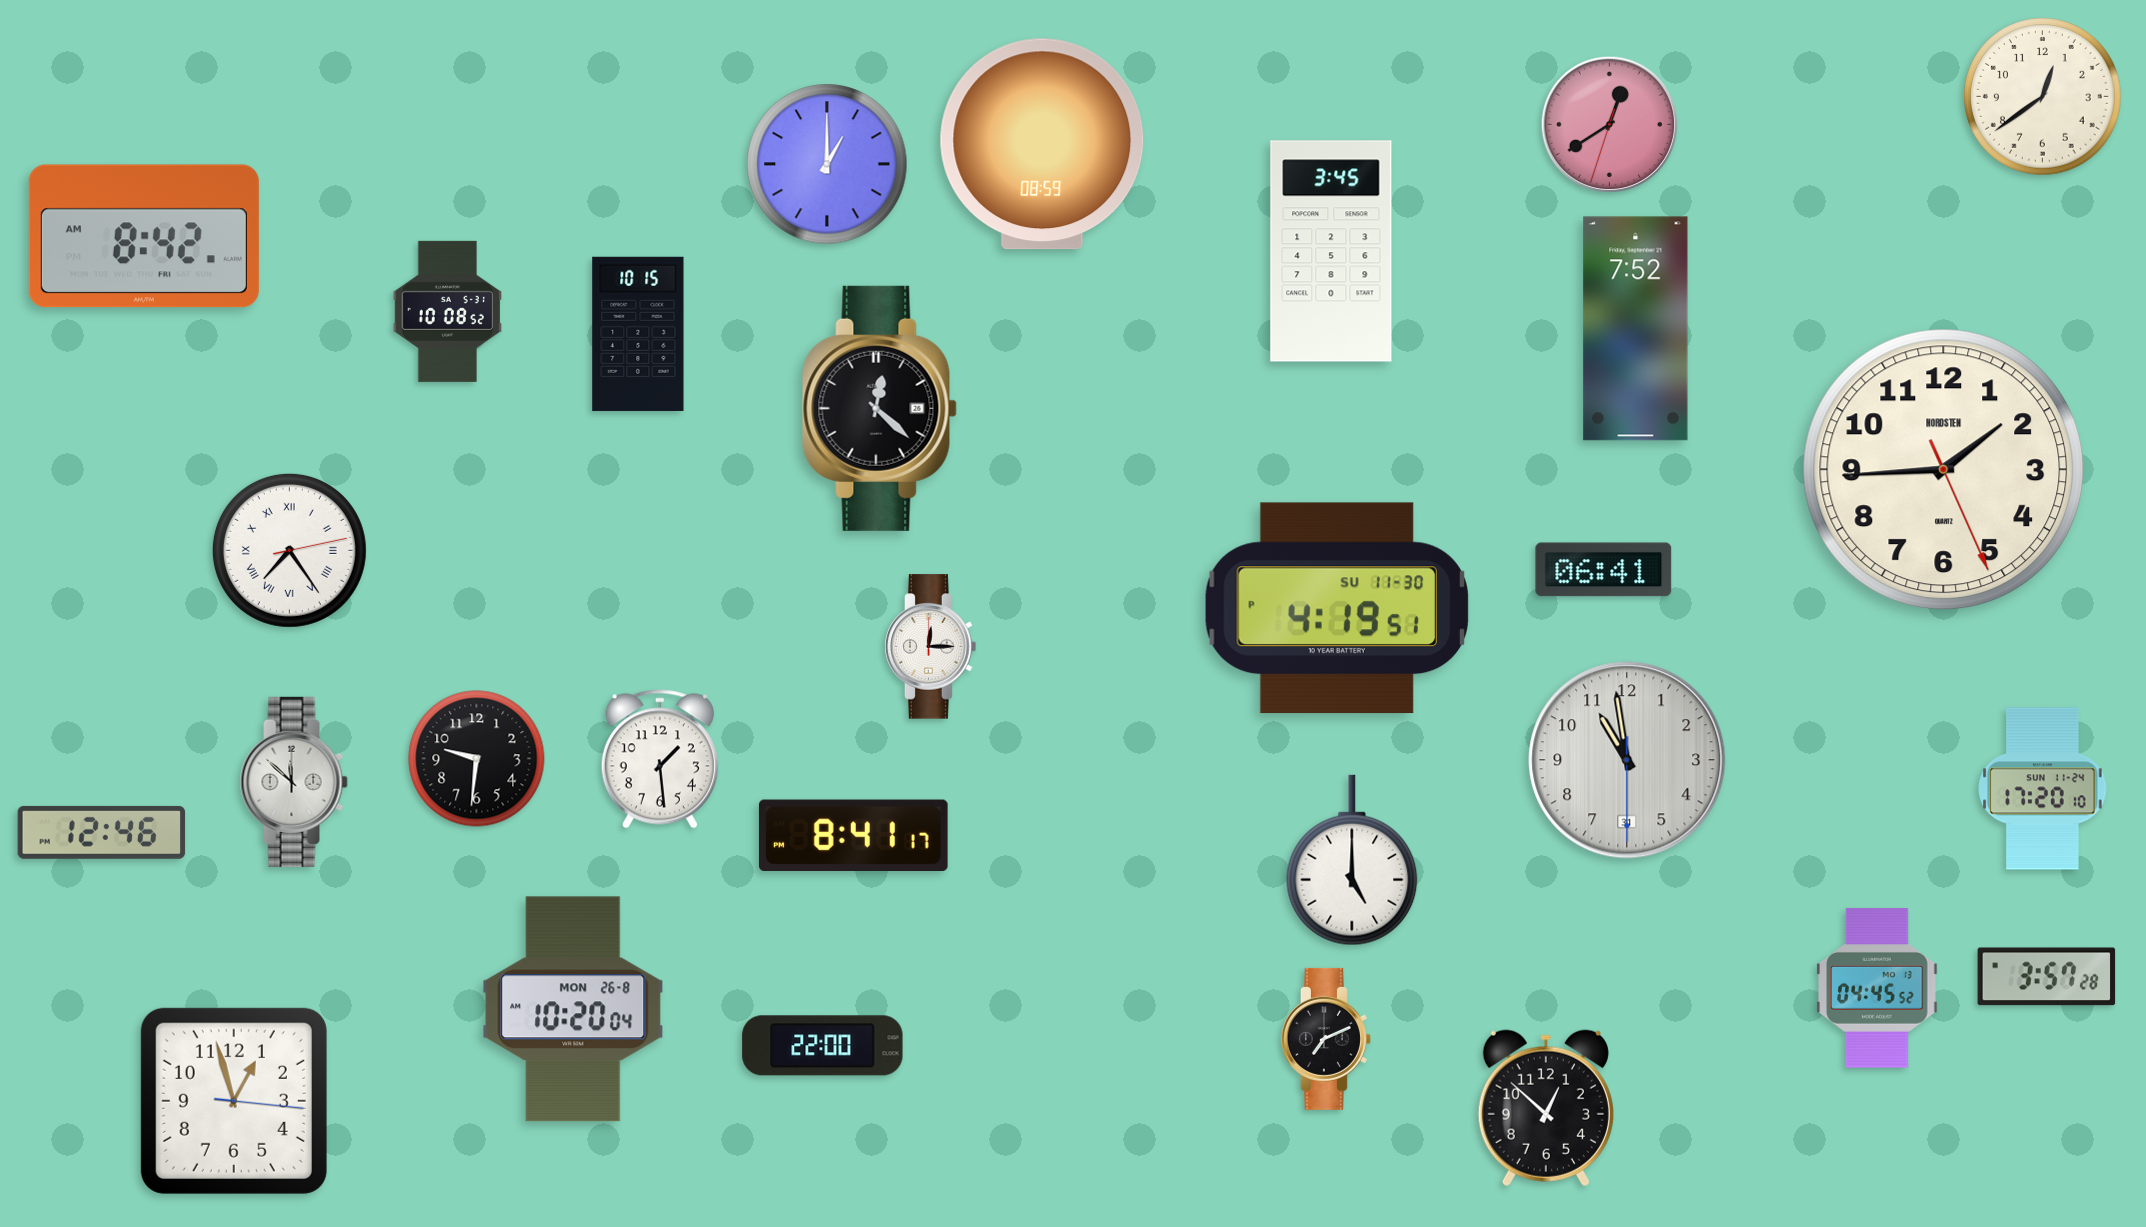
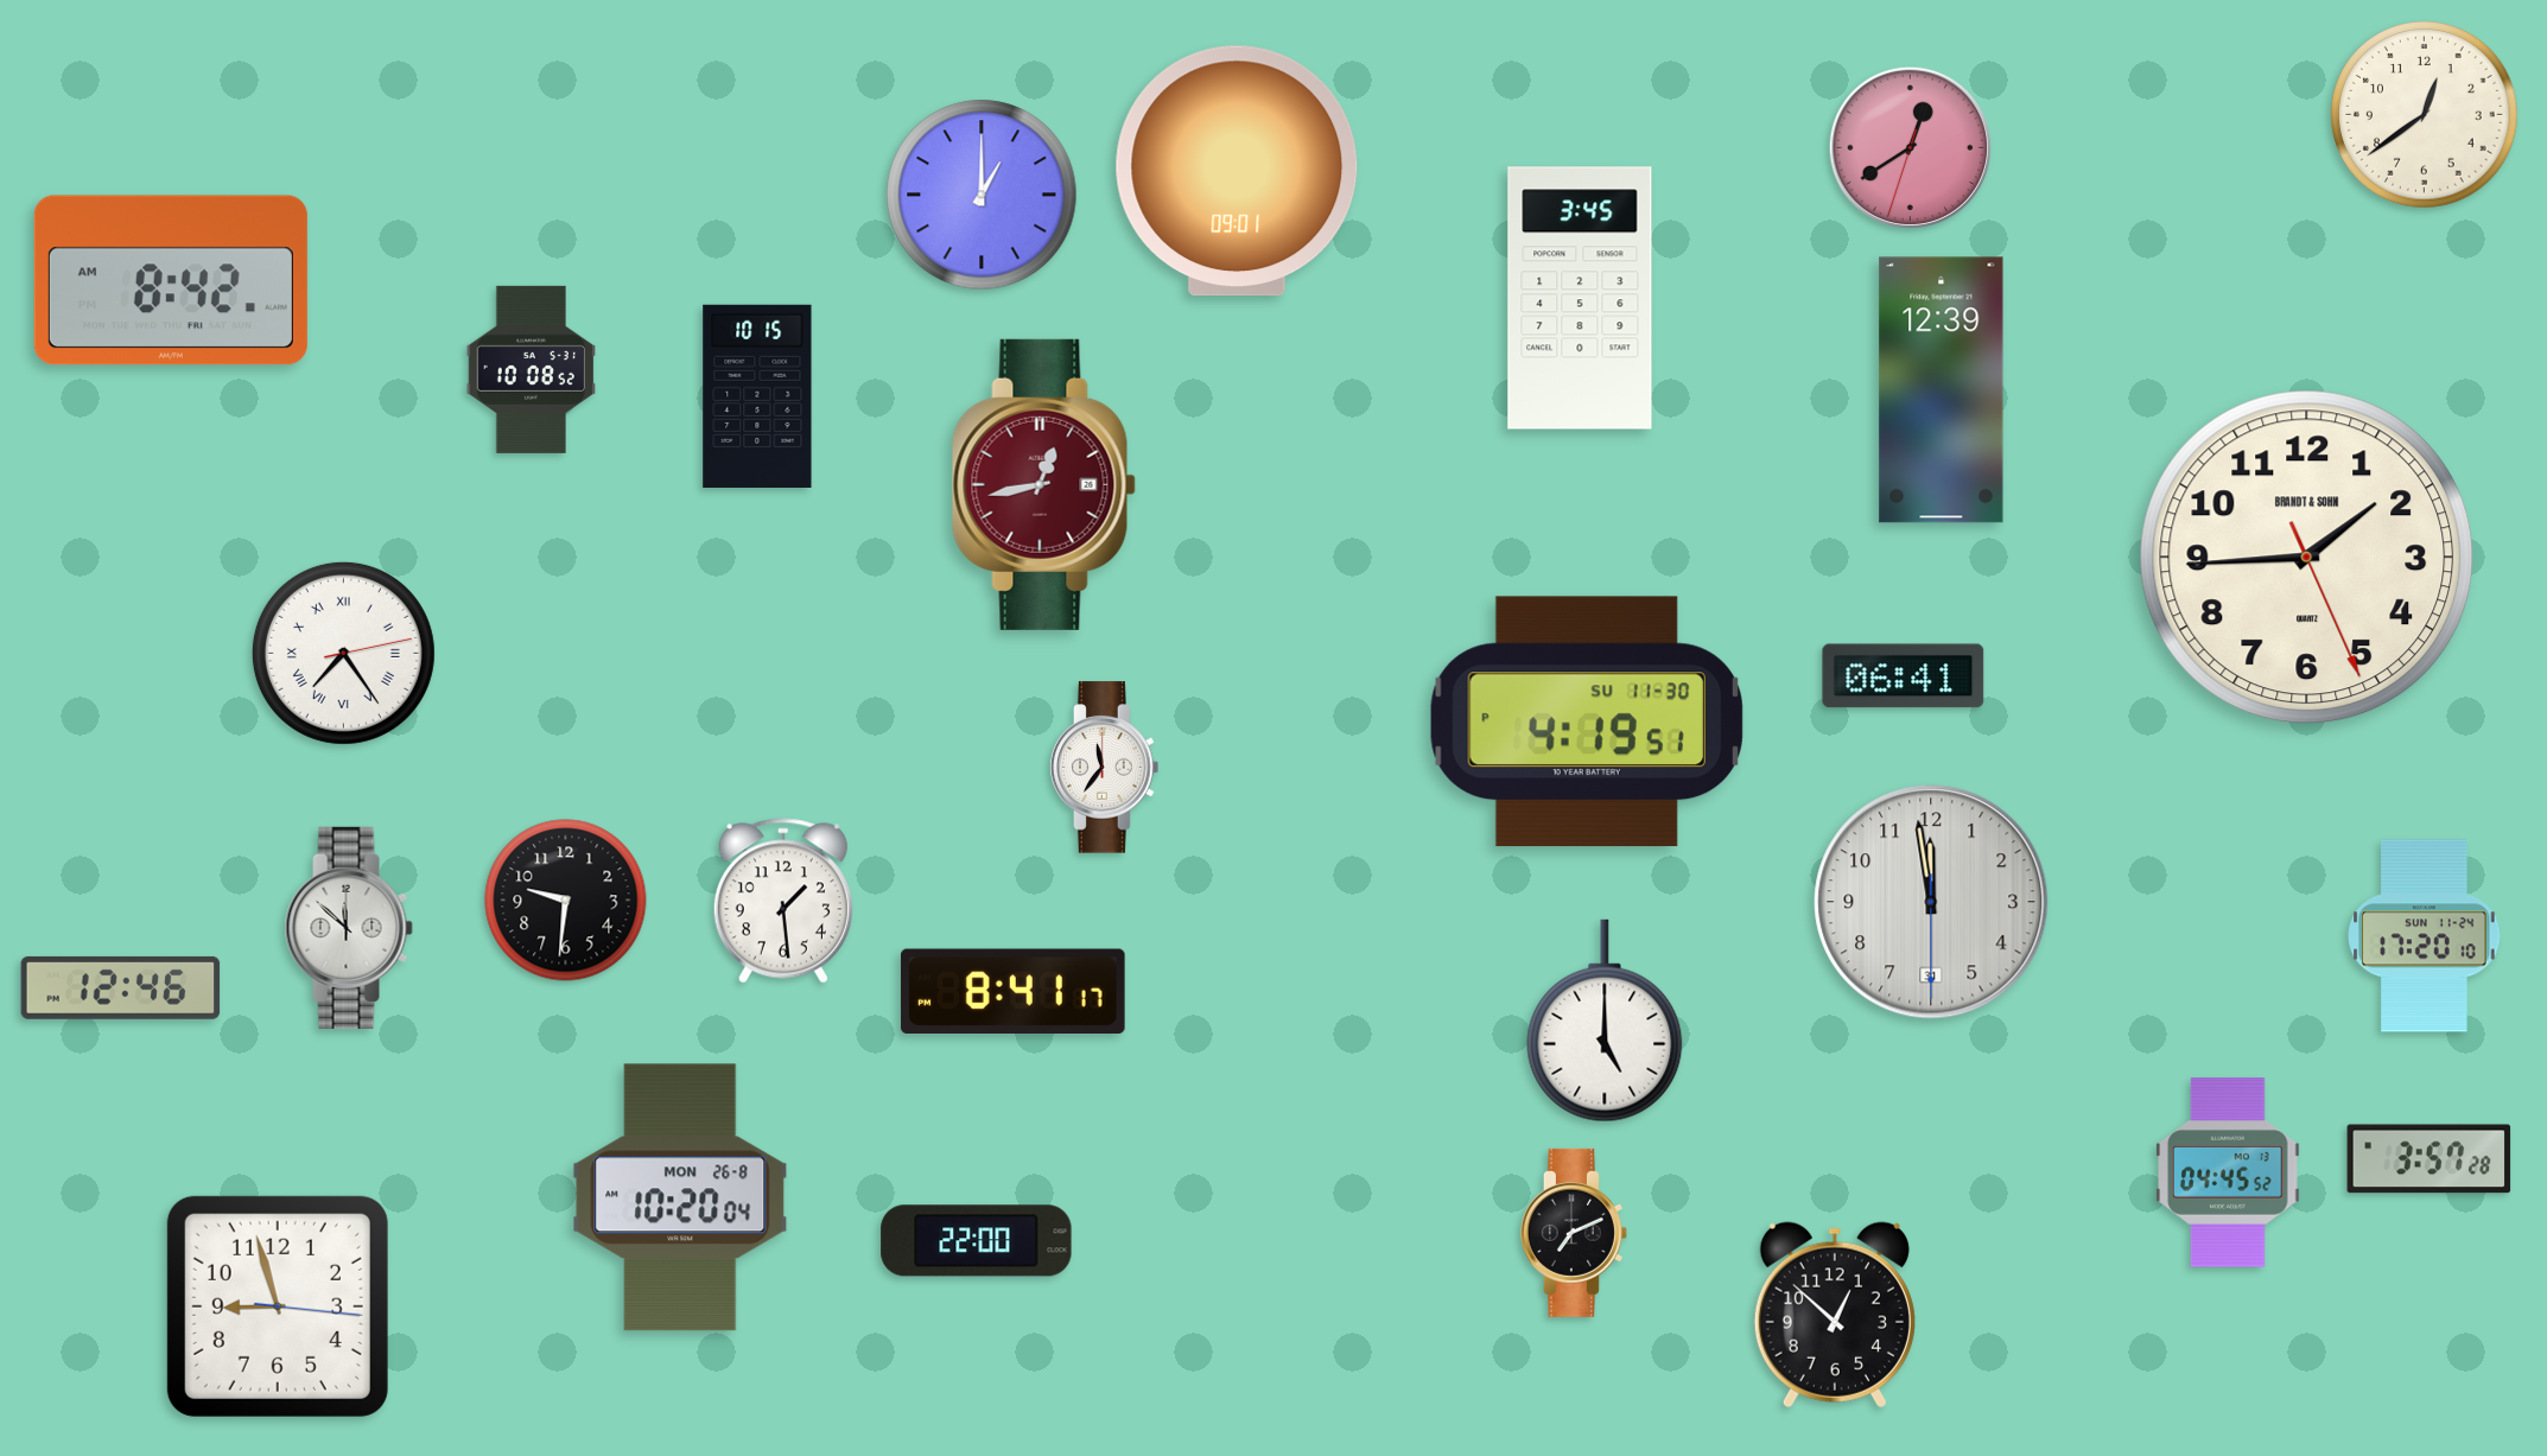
clock at (1042, 144): 08:59 -> 09:01
clock at (1636, 329): 7:52 -> 12:39
clock at (879, 408): 12:22 -> 12:43
clock at (879, 408) dial: black -> burgundy
clock at (1944, 470) brand: NORDSTEN -> BRANDT & SOHN
clock at (931, 647): 12:15 -> 11:36
clock at (1627, 760): 10:58 -> 11:58
clock at (234, 1101): 12:57 -> 8:57
